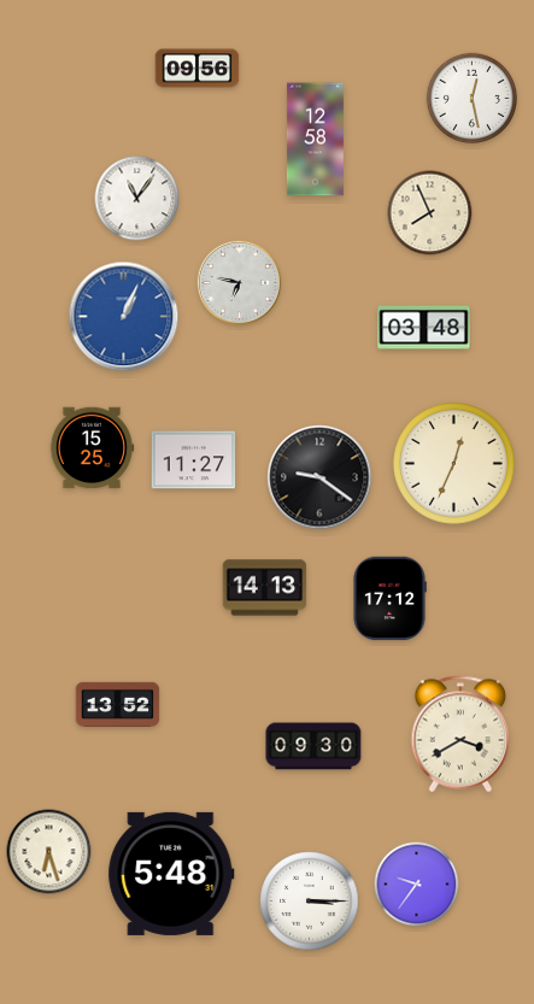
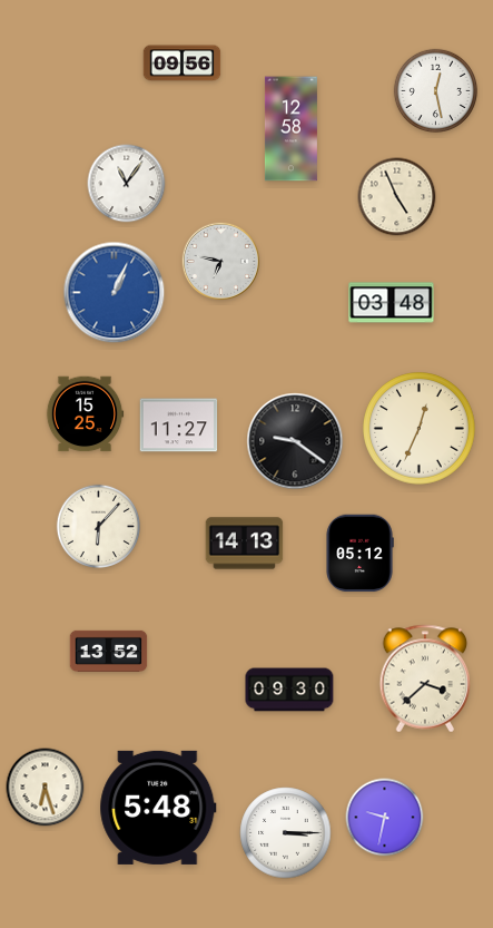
clock at (430, 213): 7:56 -> 4:56
clock at (98, 526): none -> 6:07
clock at (389, 599): 17:12 -> 05:12
clock at (460, 734): 3:40 -> 3:38
clock at (417, 885): 9:36 -> 9:32
